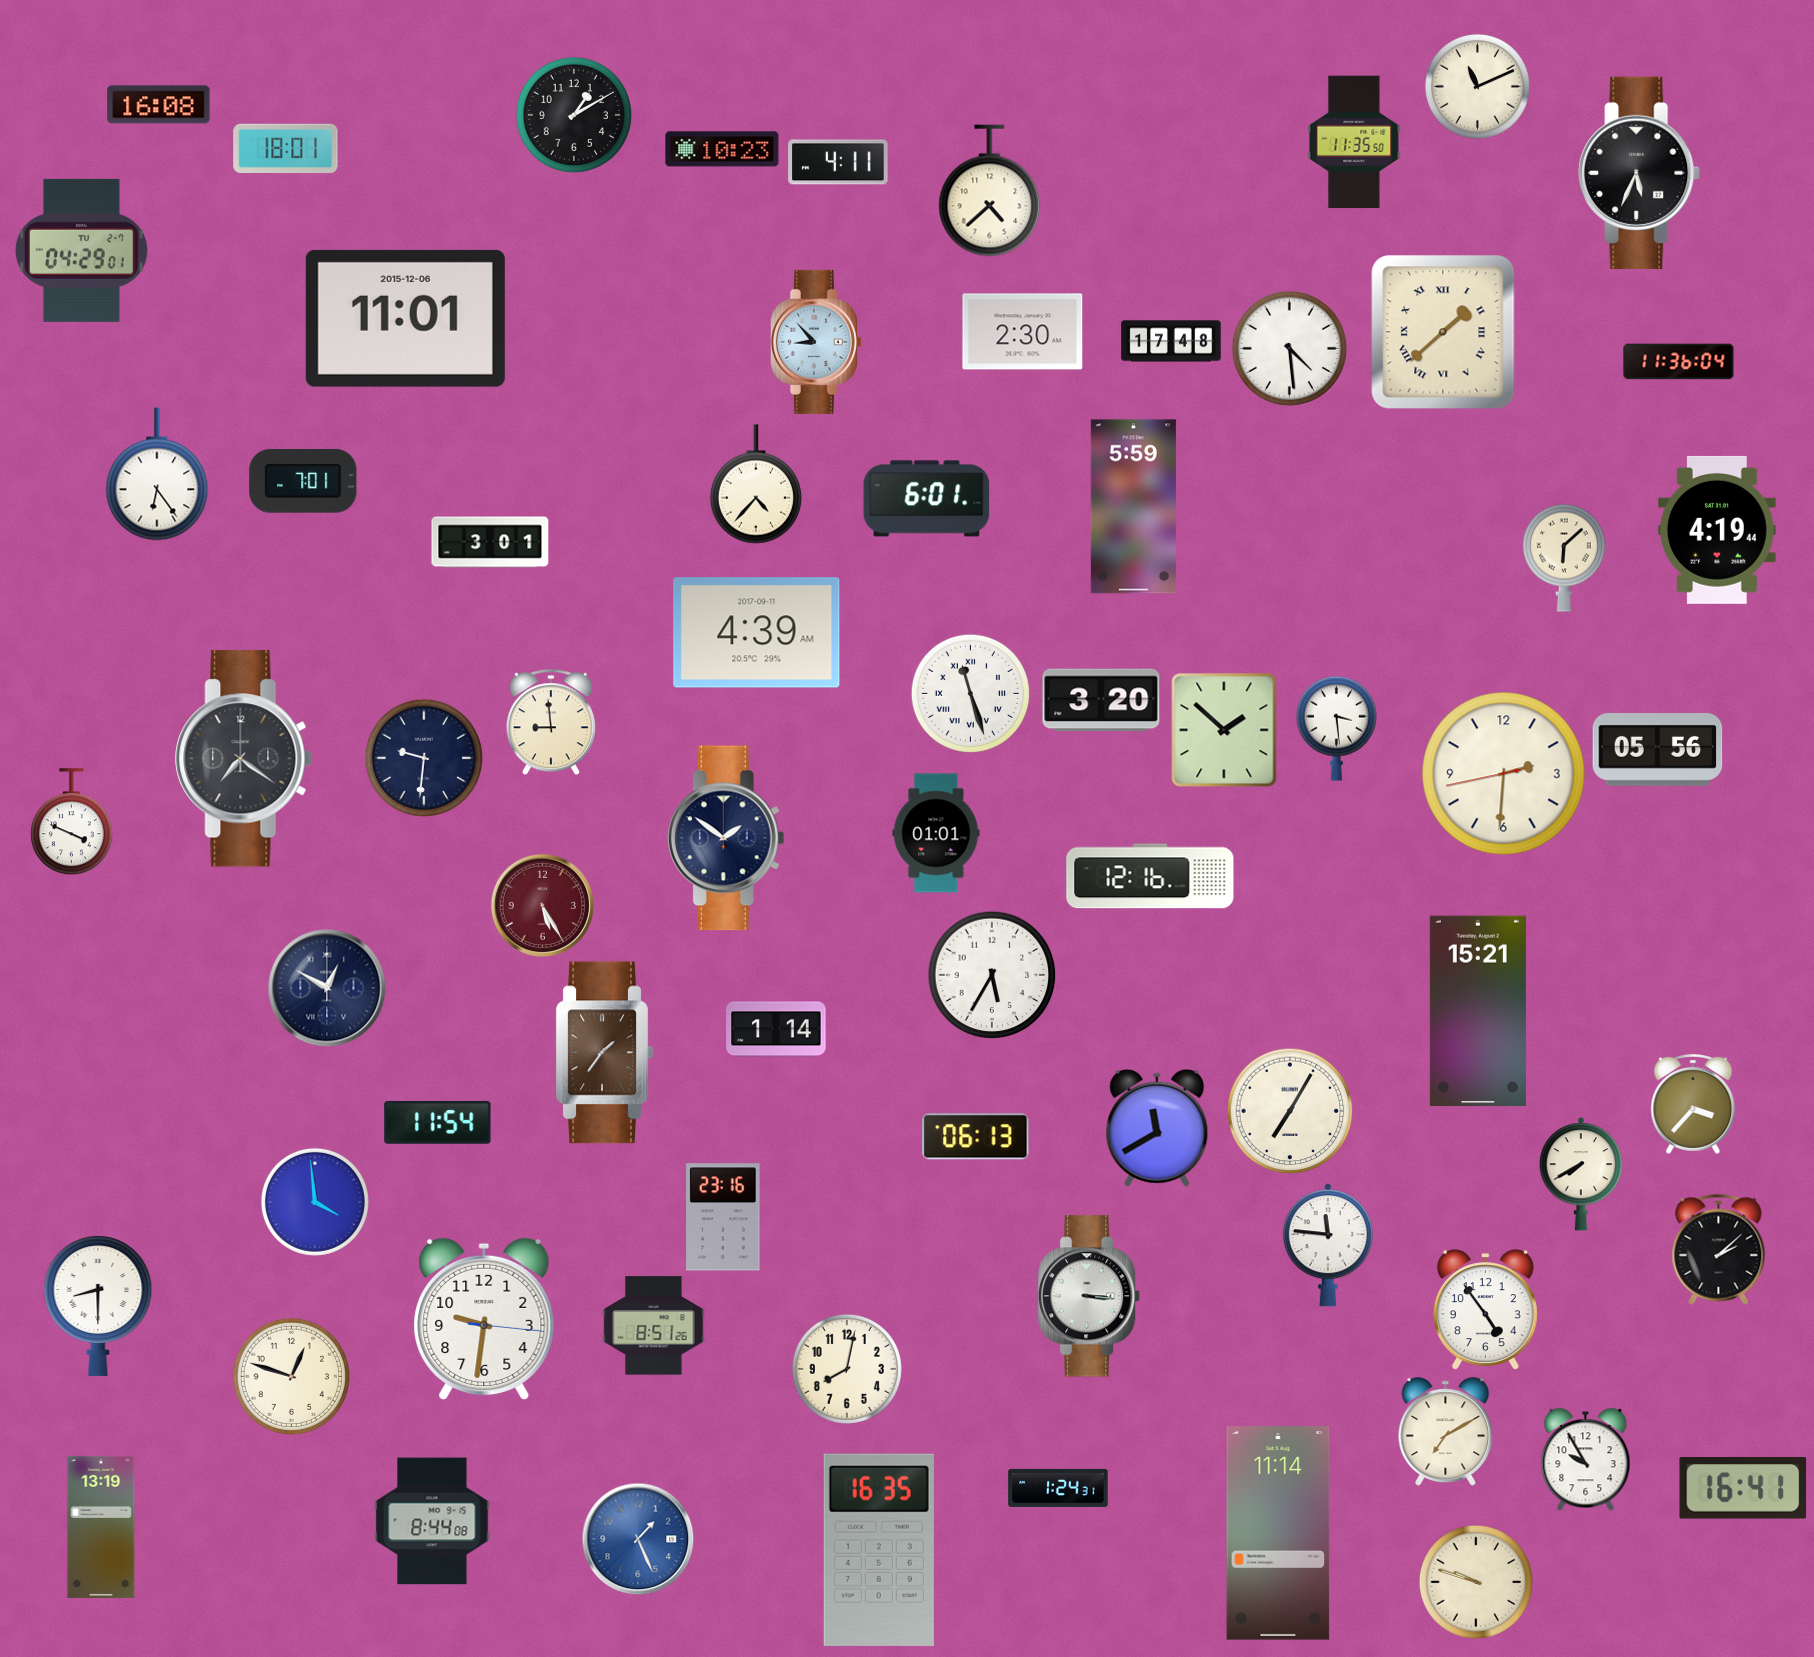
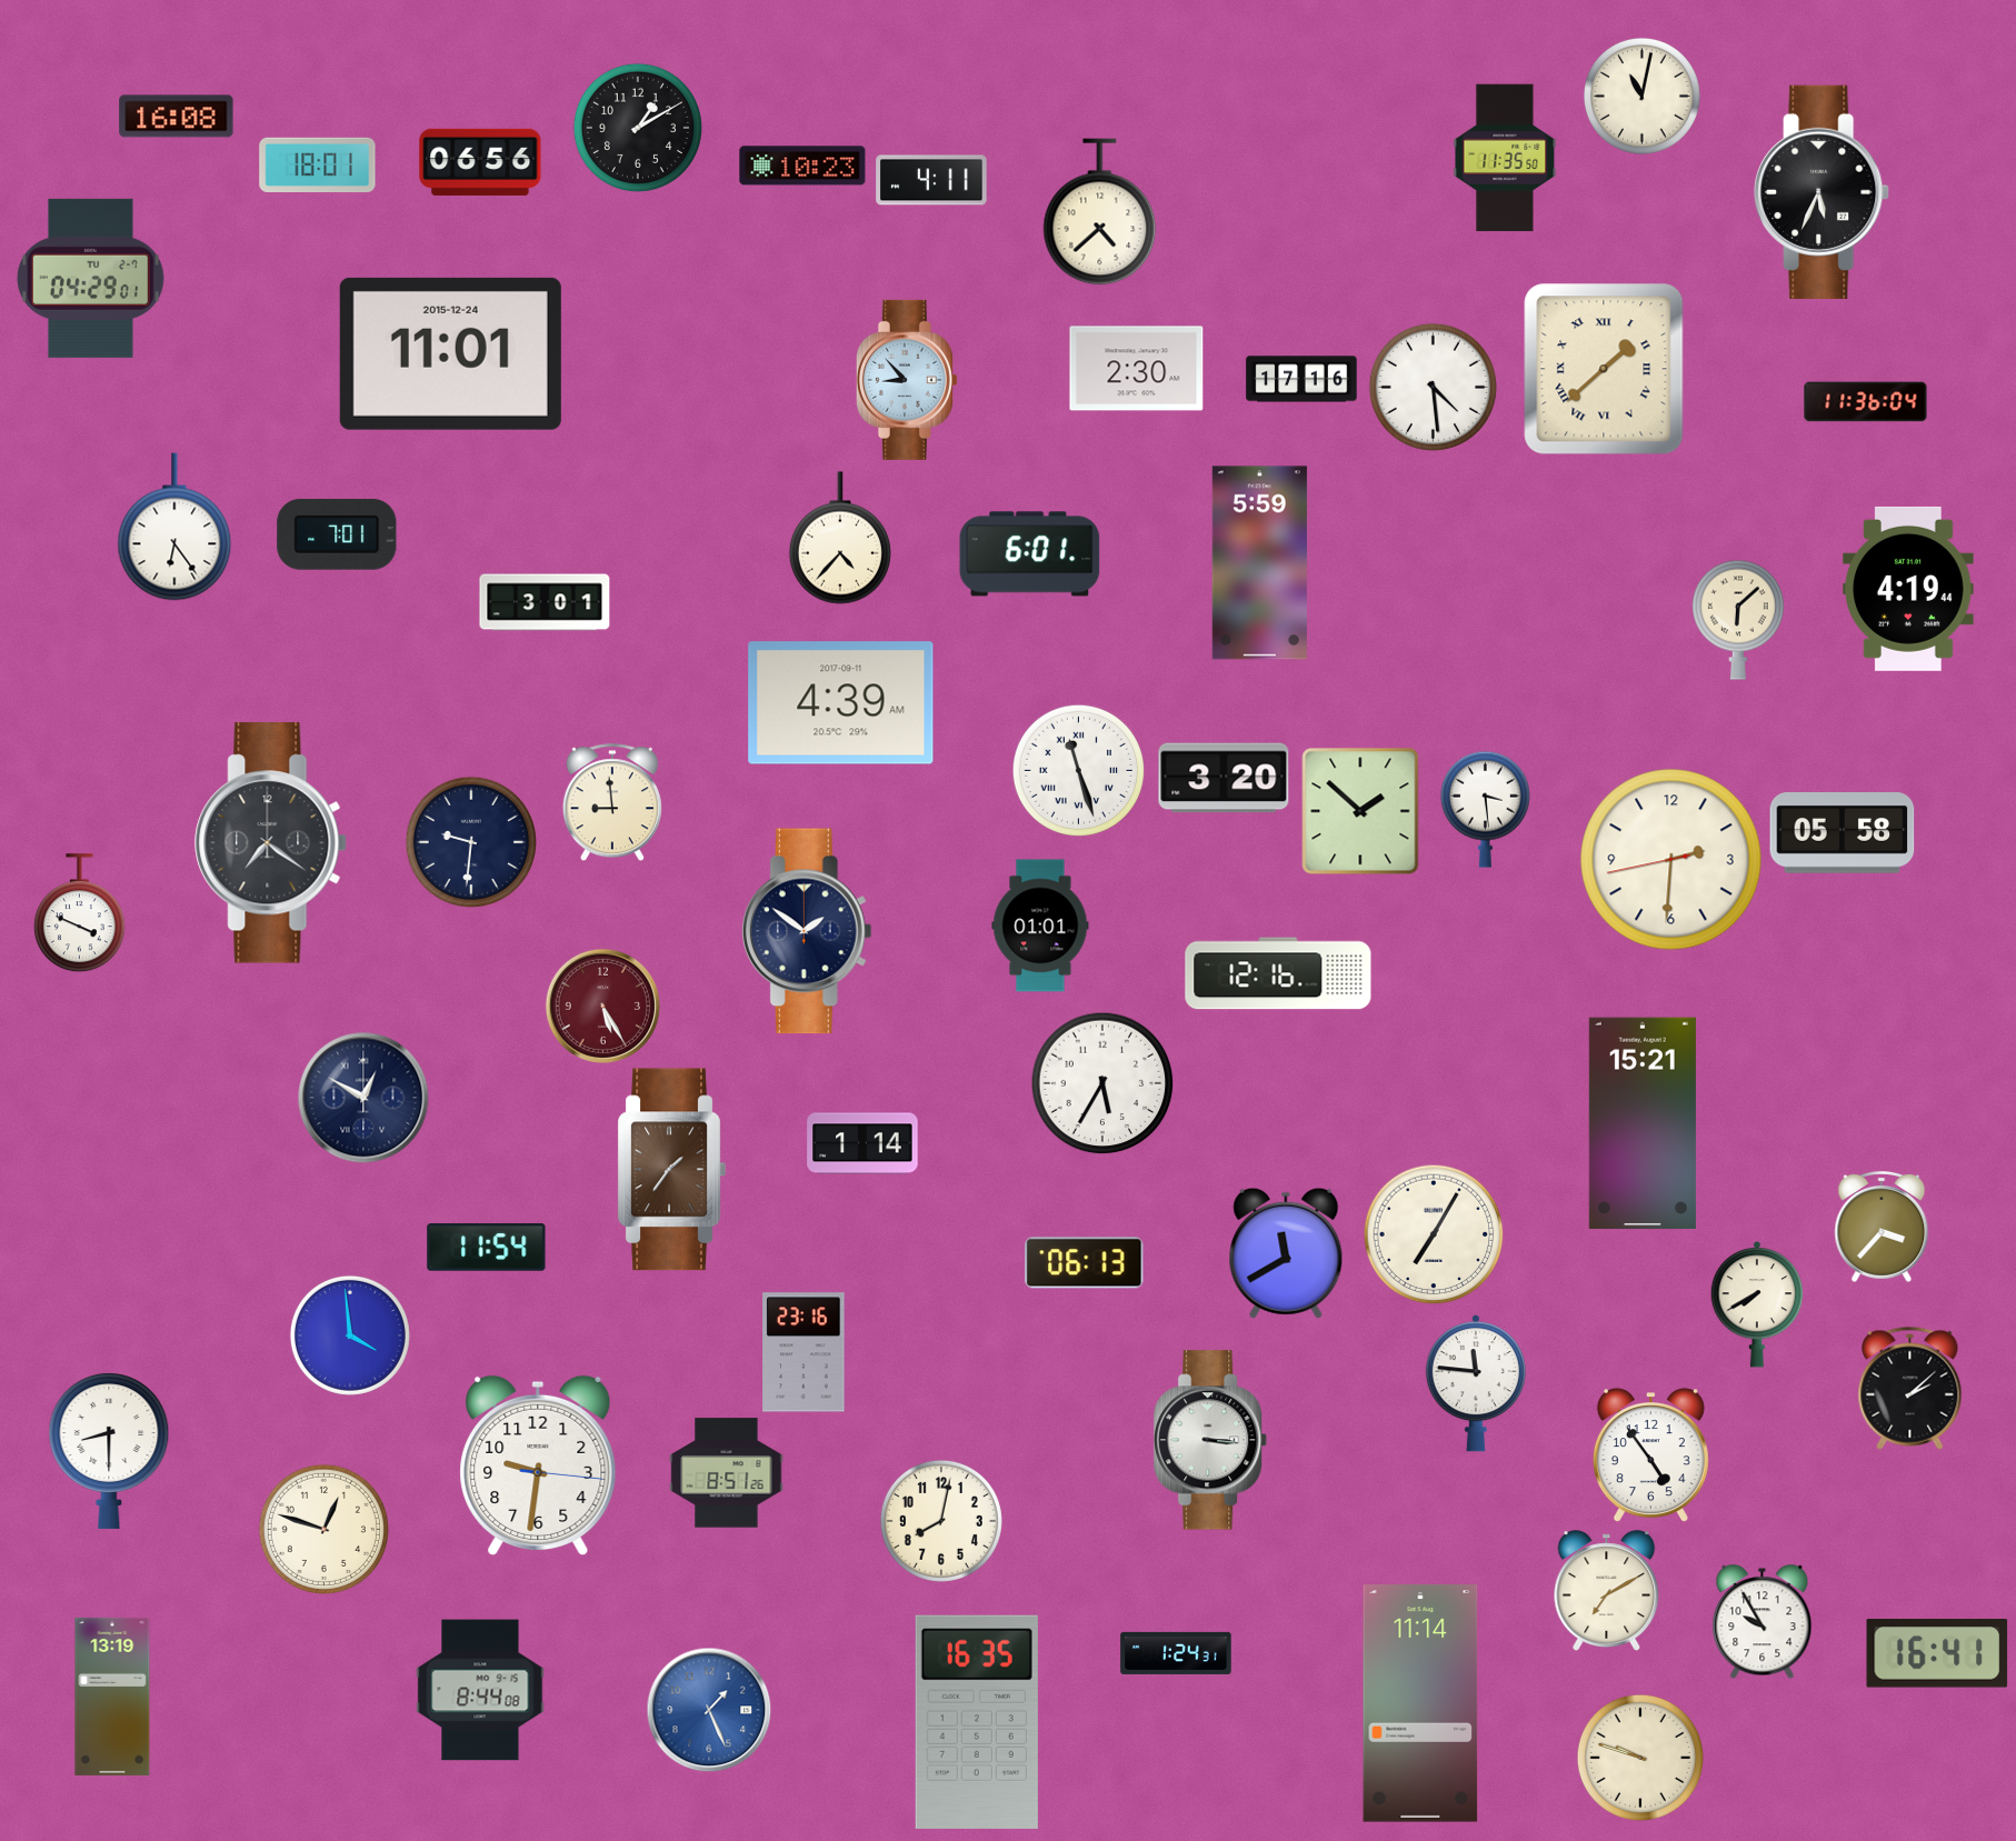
clock at (1477, 86): 11:11 -> 11:02
clock at (480, 162): none -> 06:56
clock at (405, 318) date: 2015-12-06 -> 2015-12-24
clock at (1171, 341): 17:48 -> 17:16
clock at (1658, 750): 05:56 -> 05:58
